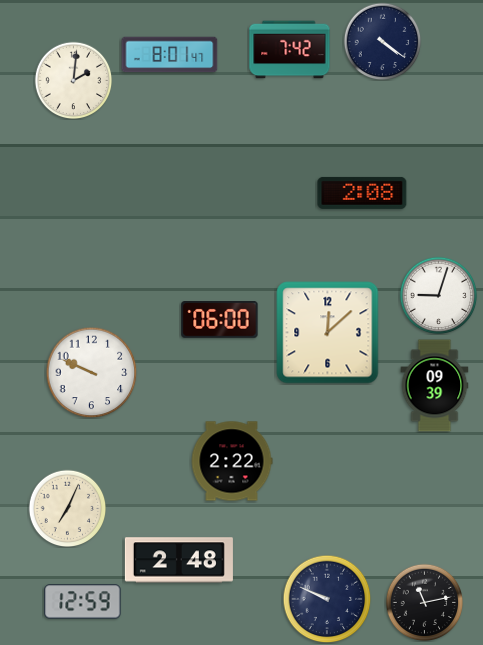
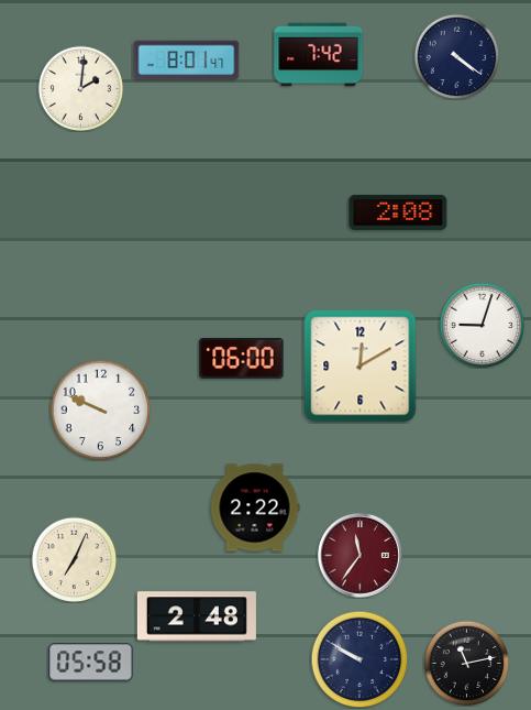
clock at (382, 41) position: (382, 41) -> (456, 56)
clock at (220, 320) position: (220, 320) -> (242, 359)
clock at (328, 333): 12:08 -> 12:10
clock at (435, 386): 09:39 -> none
clock at (359, 555): none -> 11:36
clock at (327, 599): 9:49 -> 9:50
clock at (83, 602): 12:59 -> 05:58
